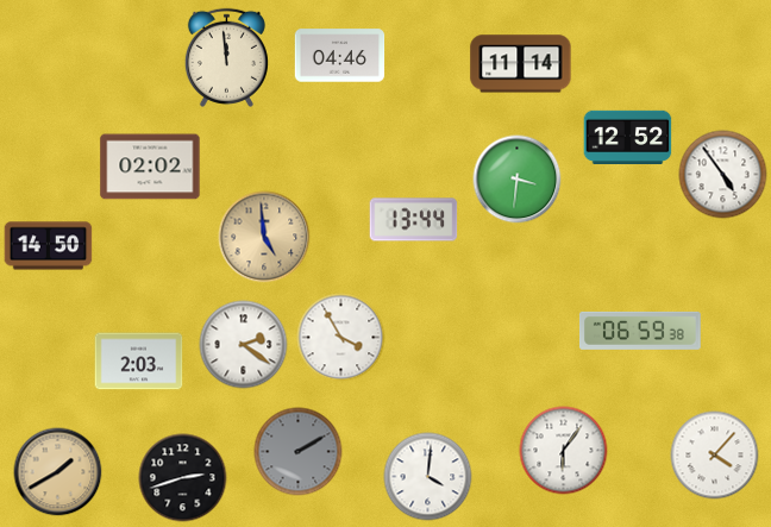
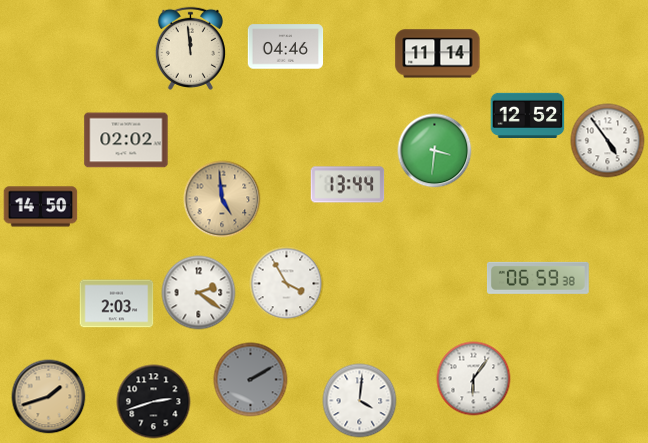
clock at (723, 175) position: (723, 175) -> (608, 141)
clock at (244, 345) position: (244, 345) -> (199, 293)
clock at (715, 456): 4:07 -> none
clock at (58, 472): 1:40 -> 1:42
